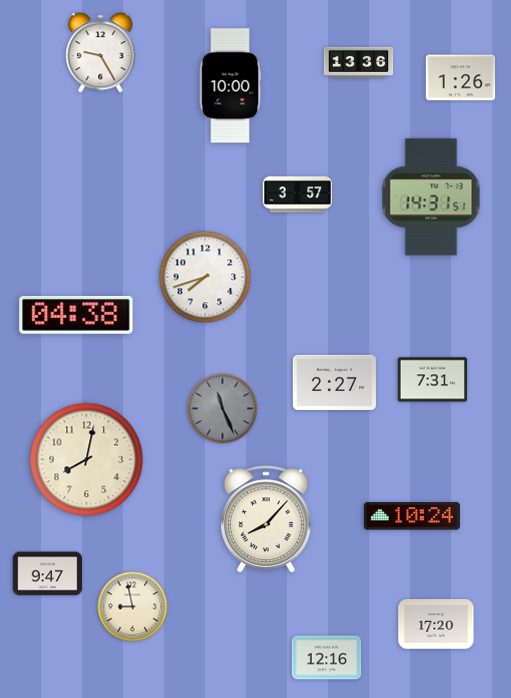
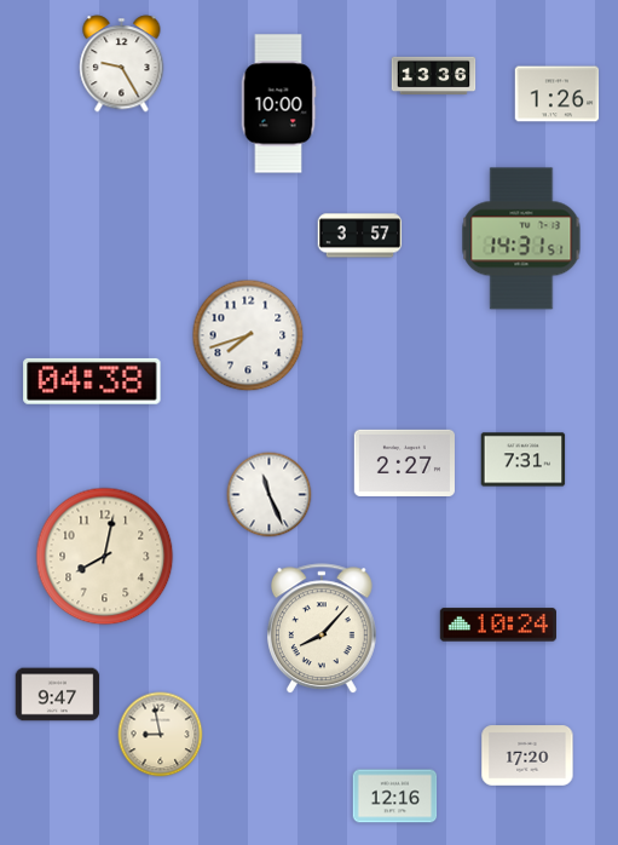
clock at (223, 409) dial: grey -> white
